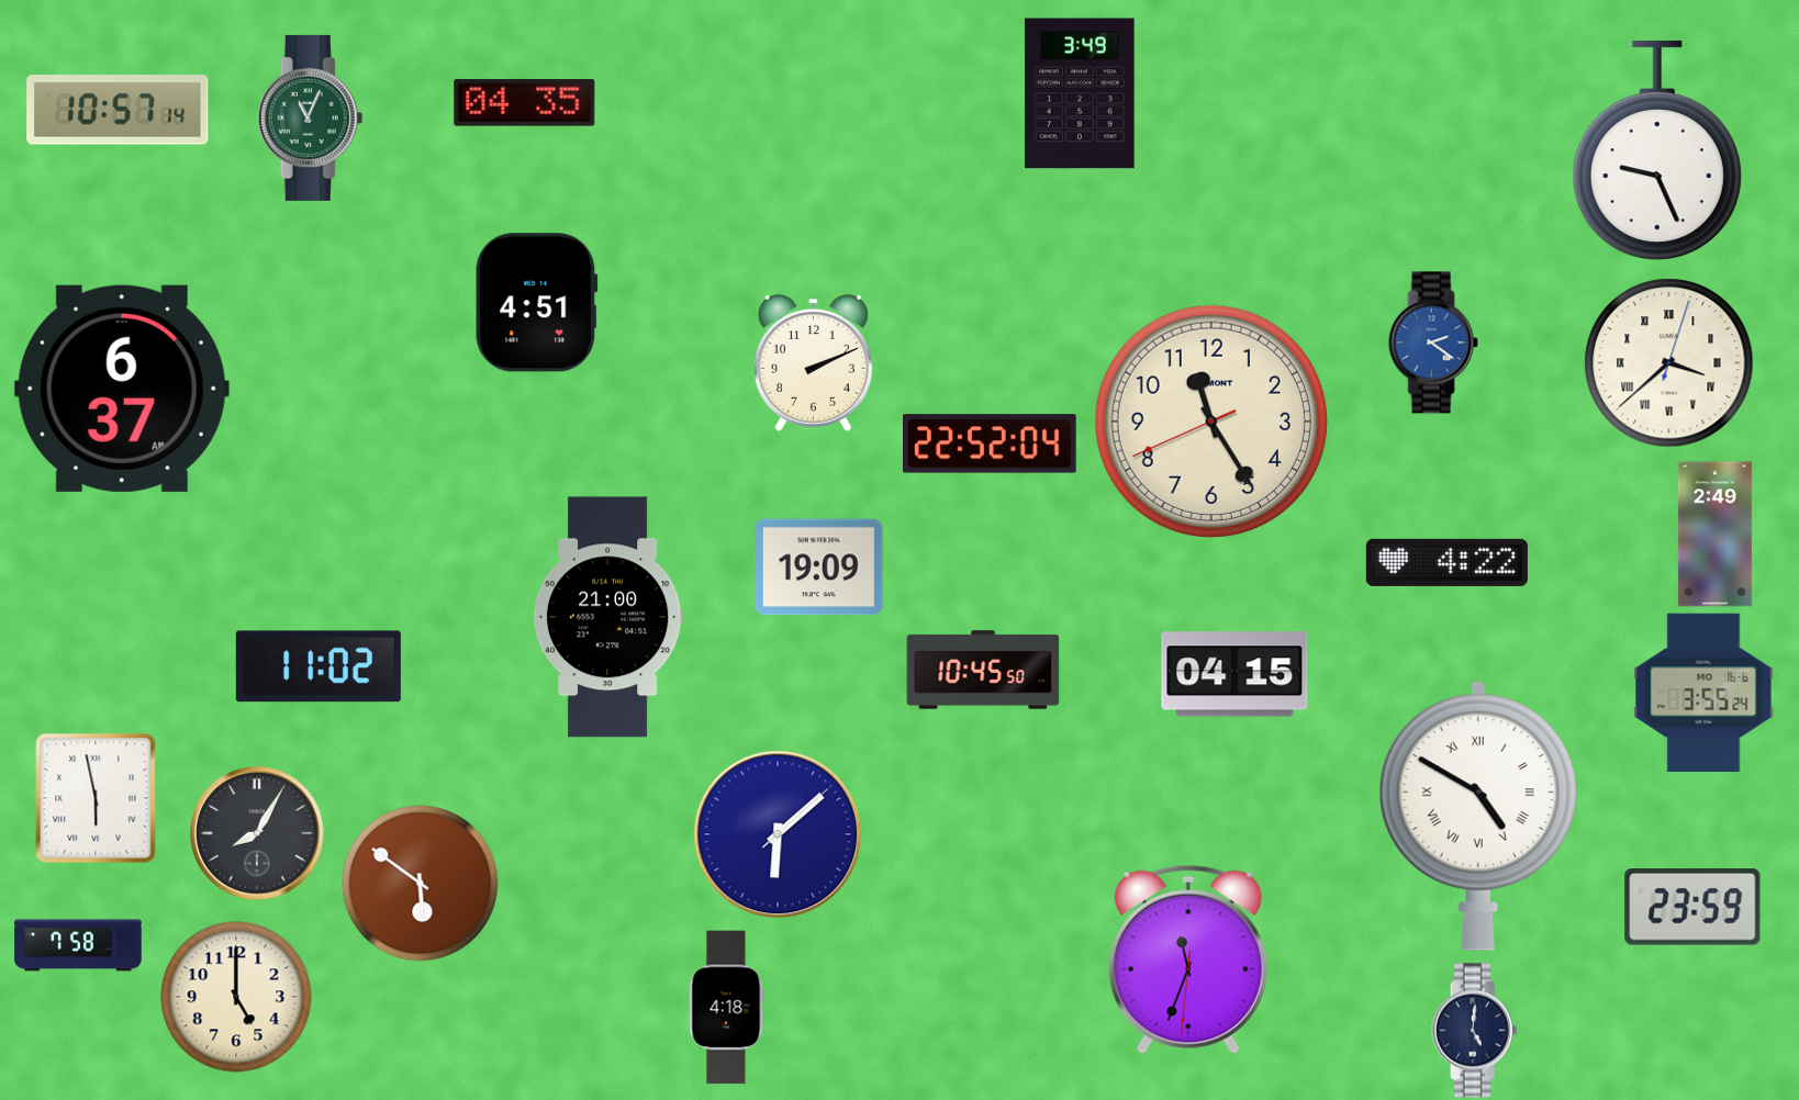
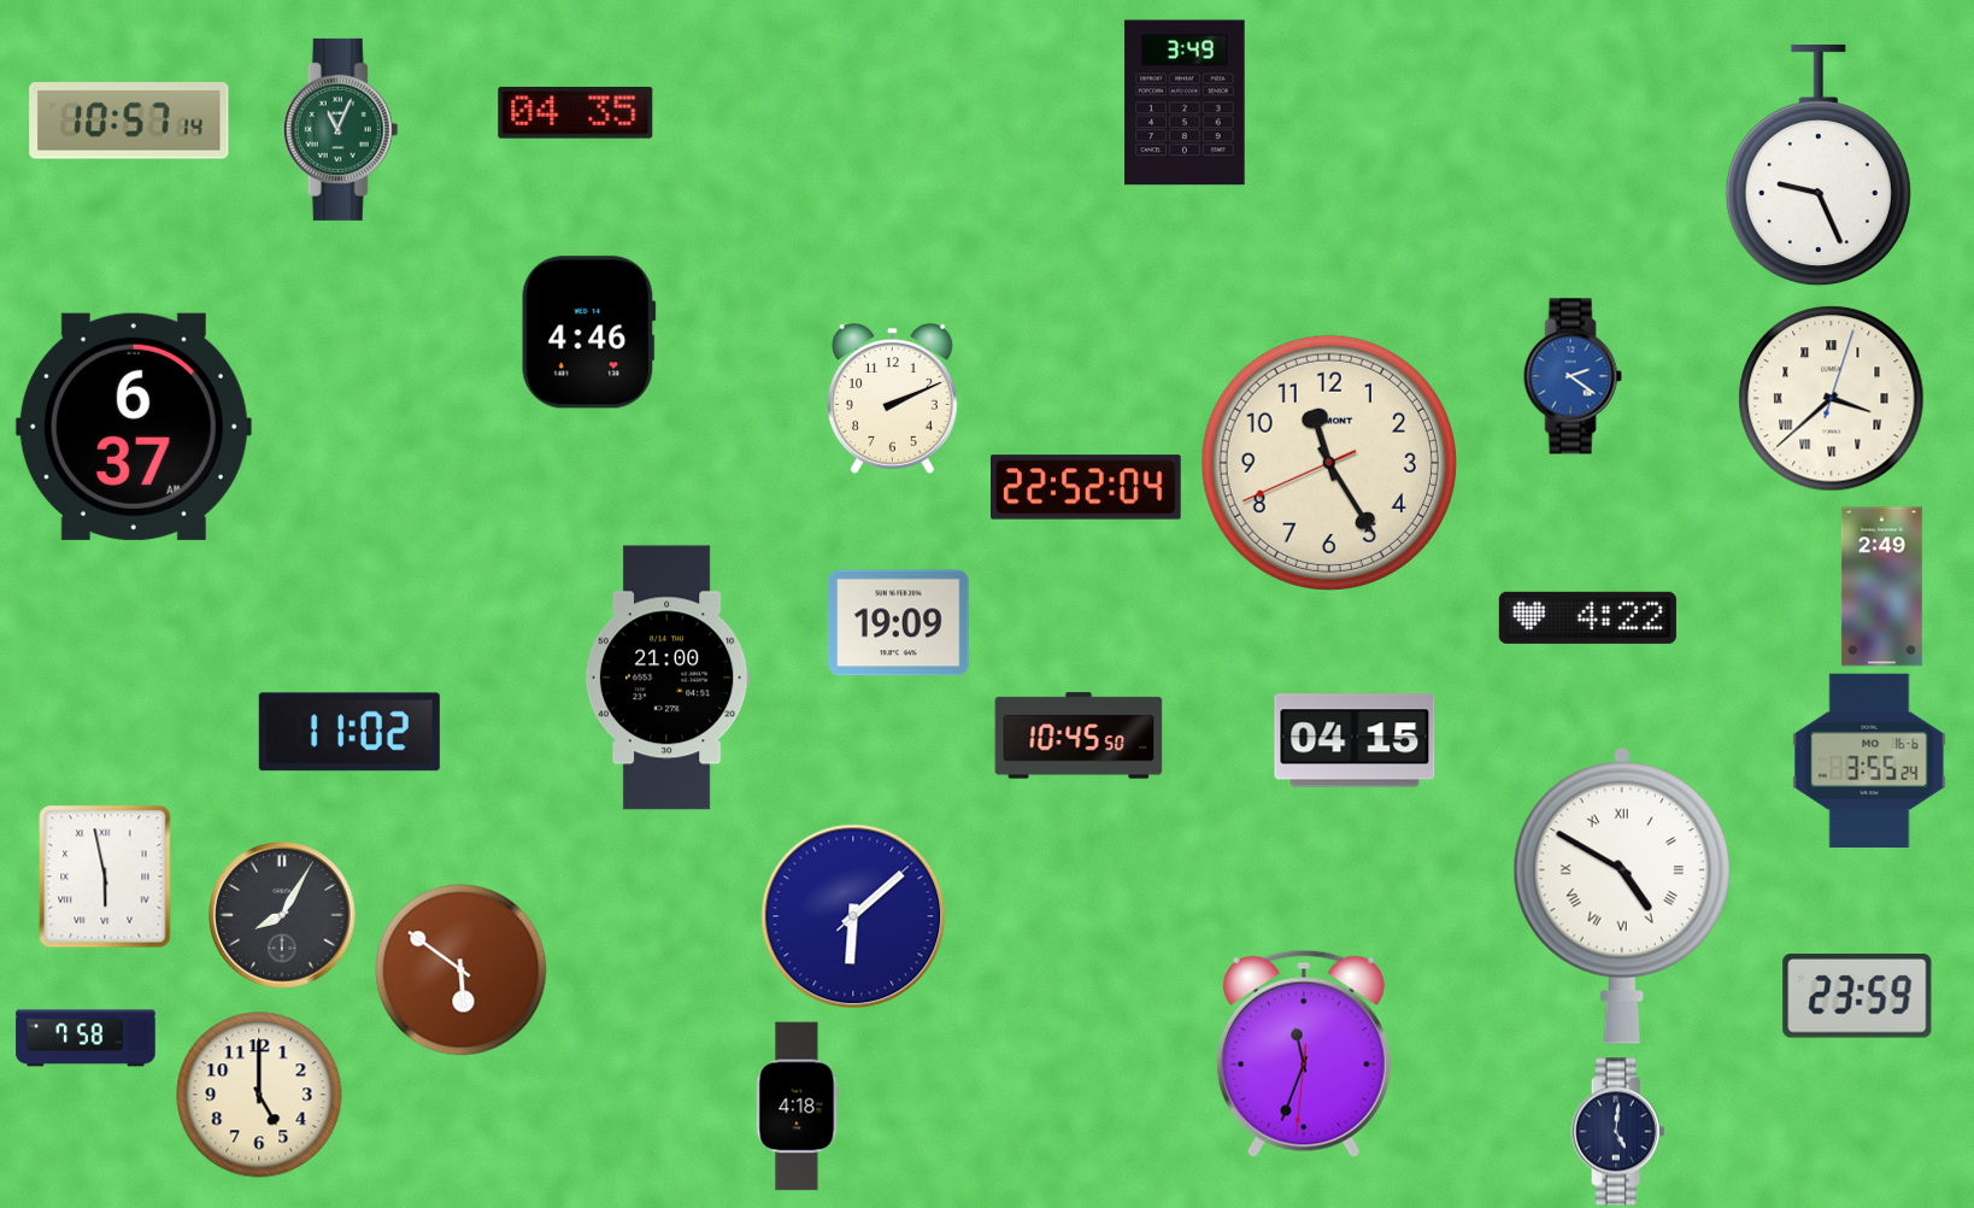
clock at (536, 303): 4:51 -> 4:46
